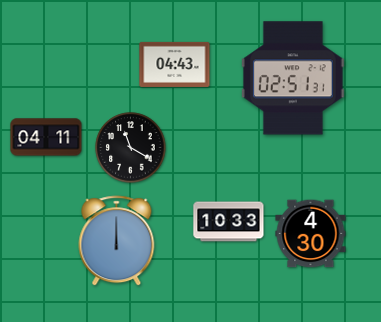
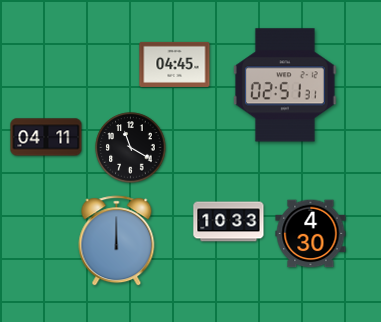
clock at (175, 64): 04:43 -> 04:45
clock at (293, 78) position: (293, 78) -> (285, 85)
